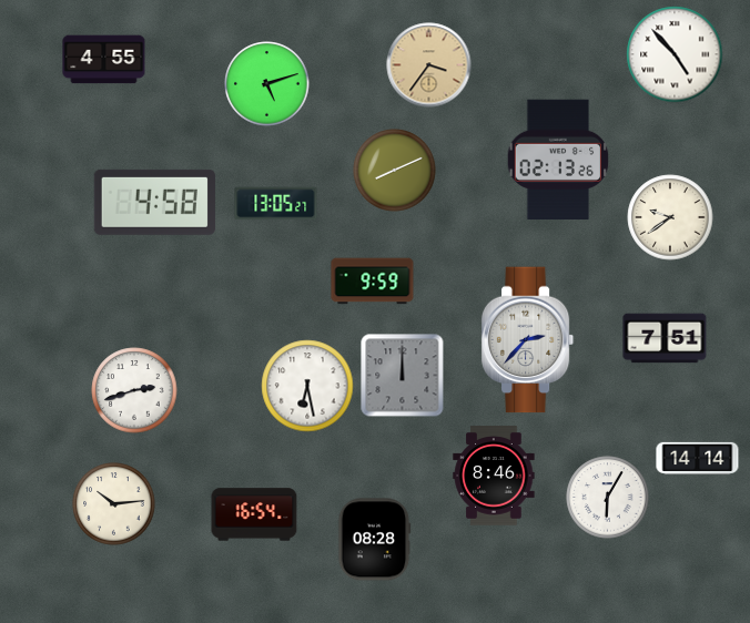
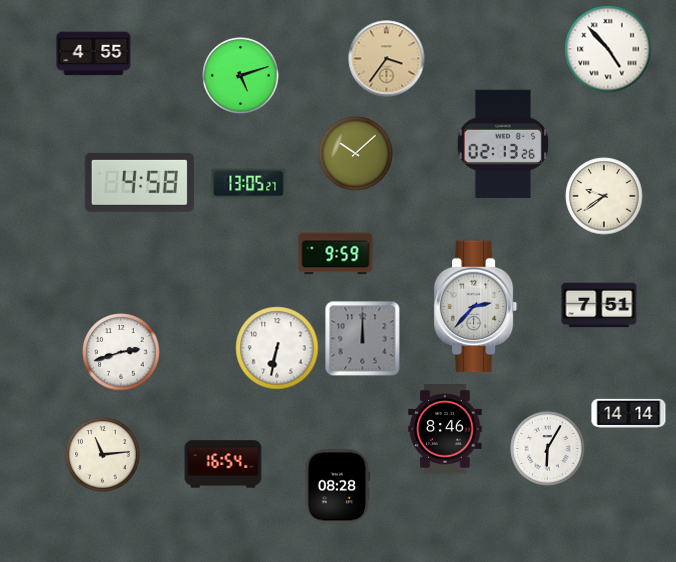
clock at (395, 171): 8:11 -> 10:08
clock at (307, 386): 6:28 -> 6:32
clock at (114, 504): 10:14 -> 11:14
clock at (254, 514) position: (254, 514) -> (223, 464)
